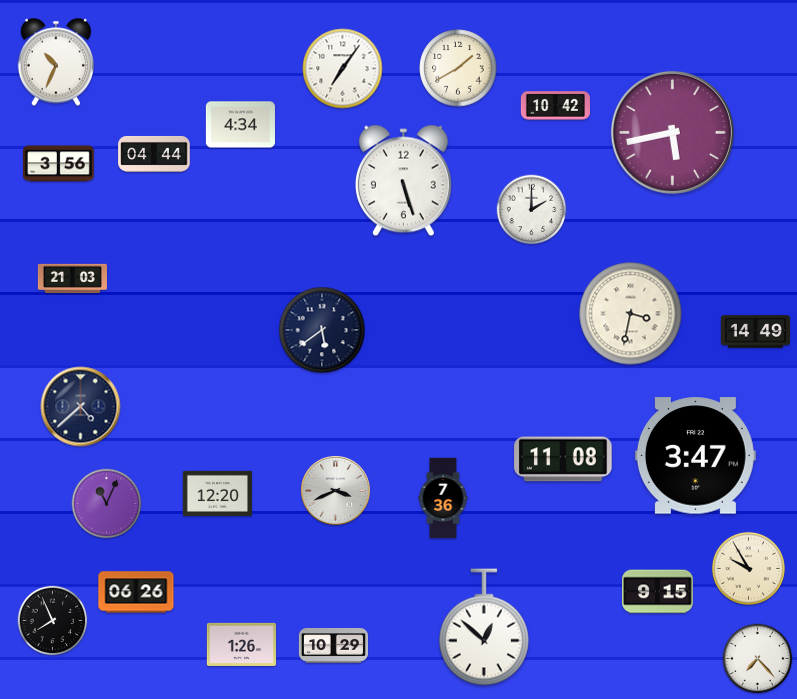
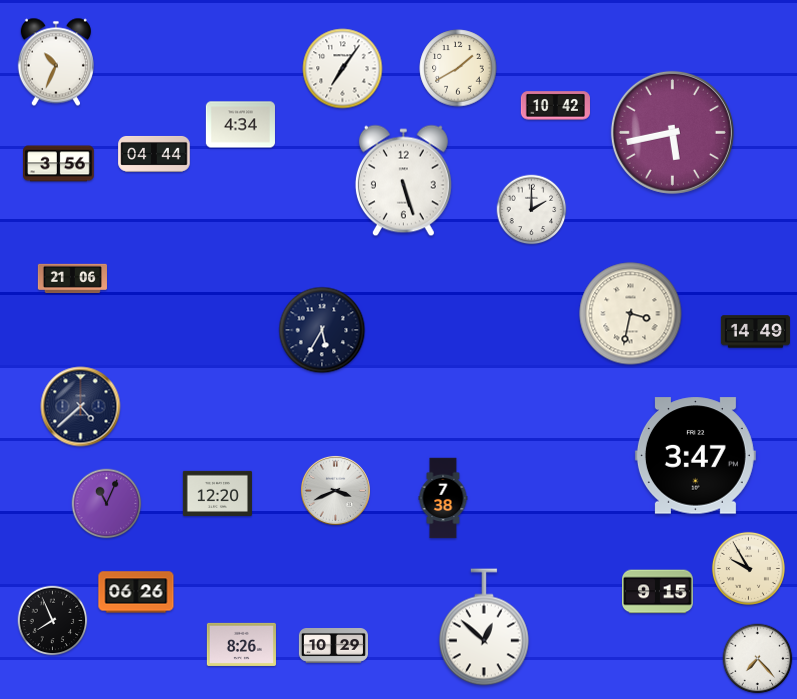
clock at (72, 278): 21:03 -> 21:06
clock at (322, 330): 5:39 -> 5:35
clock at (563, 459): 11:08 -> none
clock at (443, 498): 7:36 -> 7:38
clock at (241, 644): 1:26 -> 8:26
